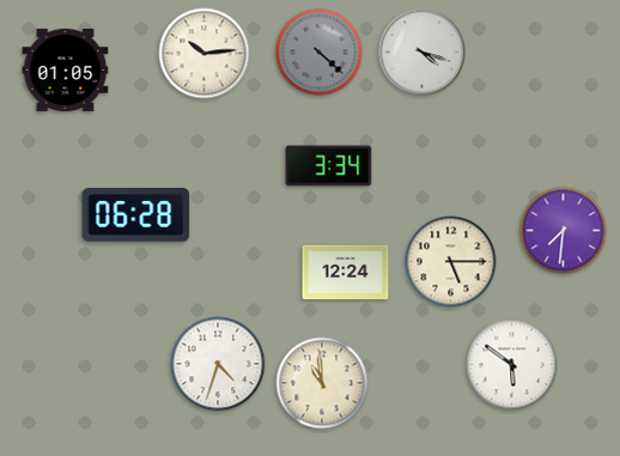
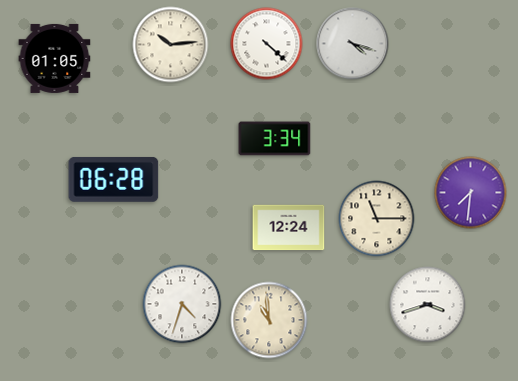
clock at (320, 53) dial: grey -> white
clock at (451, 262): 5:15 -> 11:15
clock at (512, 365): 5:51 -> 3:42
